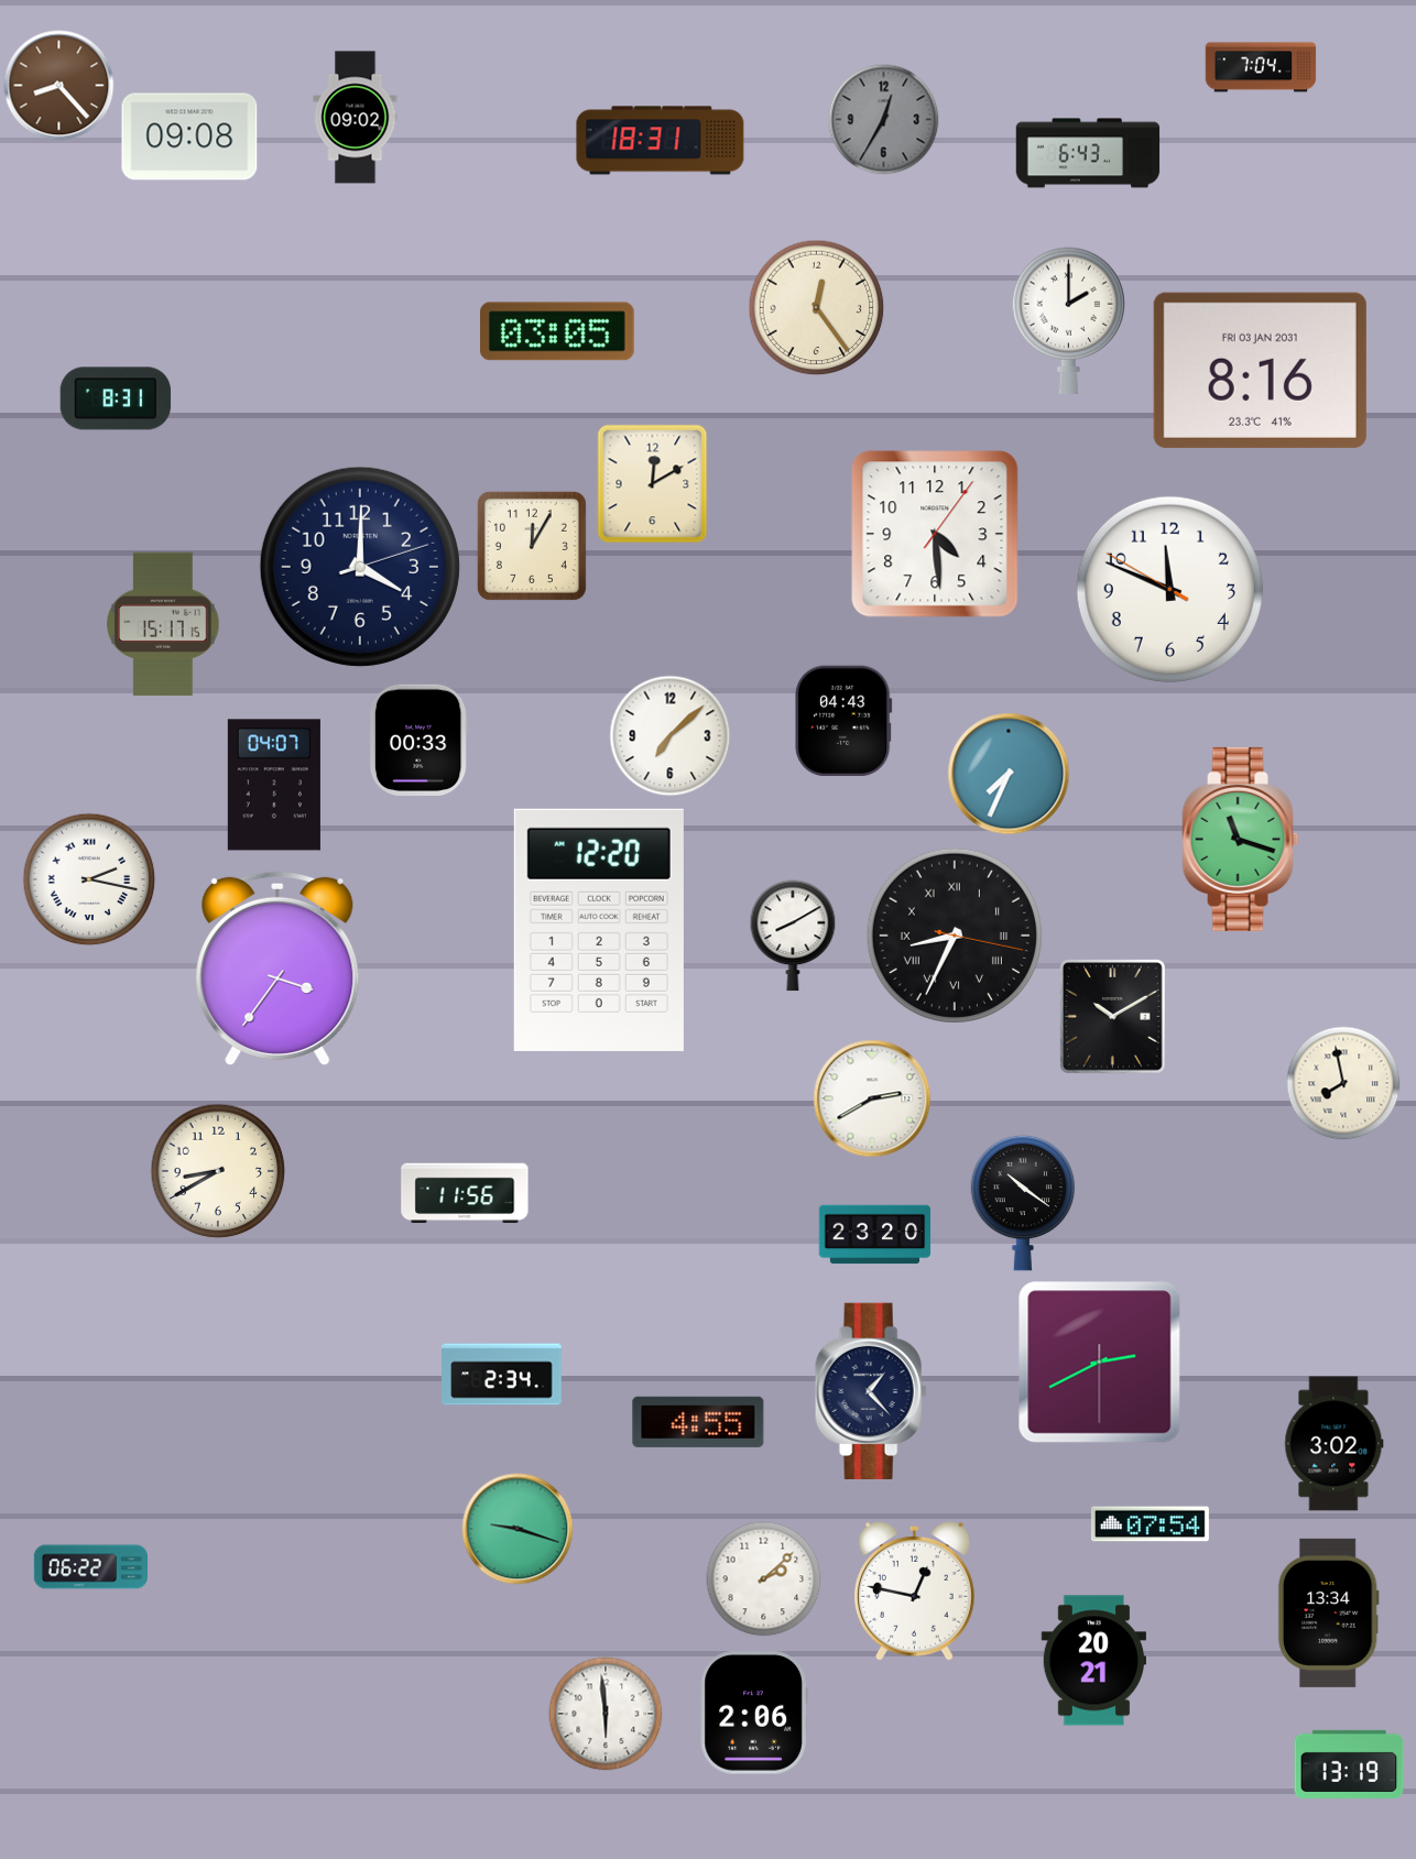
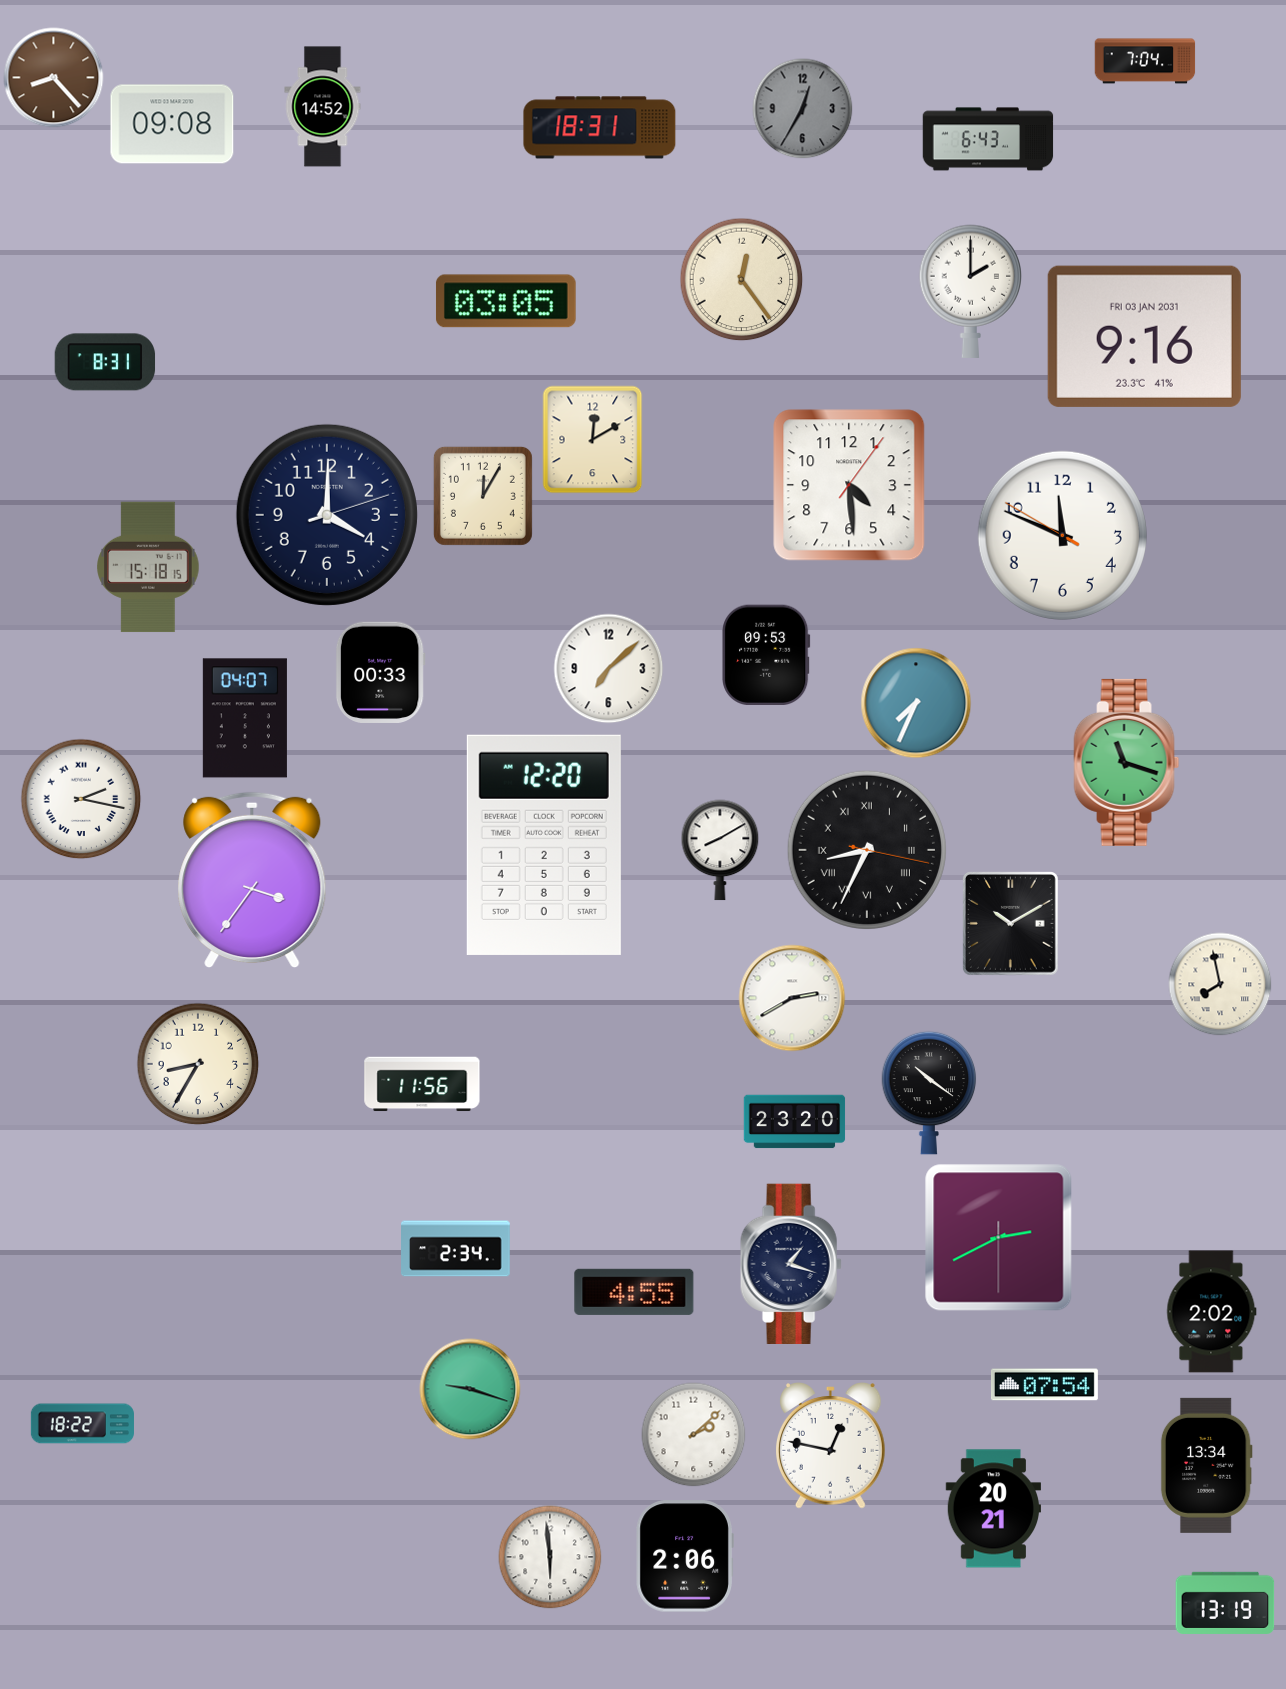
clock at (356, 118): 09:02 -> 14:52
clock at (1260, 370): 8:16 -> 9:16
clock at (163, 624): 15:17 -> 15:18
clock at (843, 720): 04:43 -> 09:53
clock at (274, 785) position: (274, 785) -> (245, 718)
clock at (218, 1171): 8:40 -> 8:35
clock at (871, 1390): 1:23 -> 1:18
clock at (1335, 1444): 3:02 -> 2:02
clock at (90, 1567): 06:22 -> 18:22
